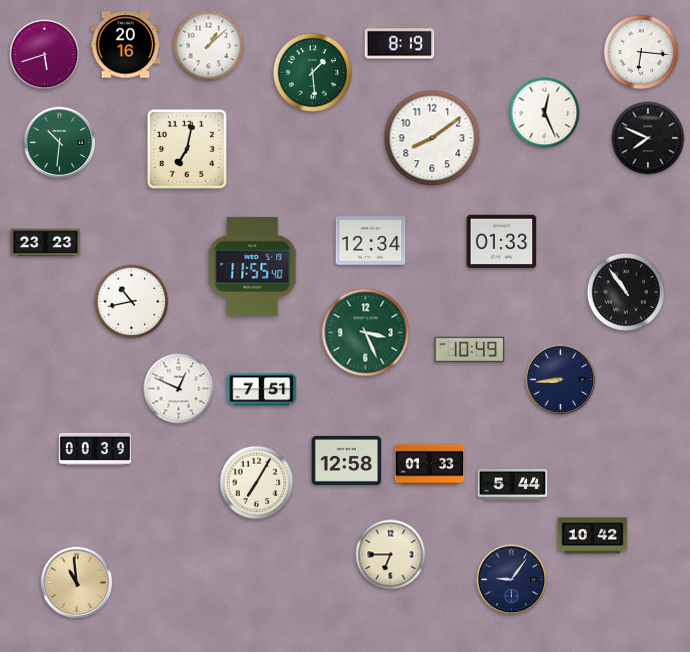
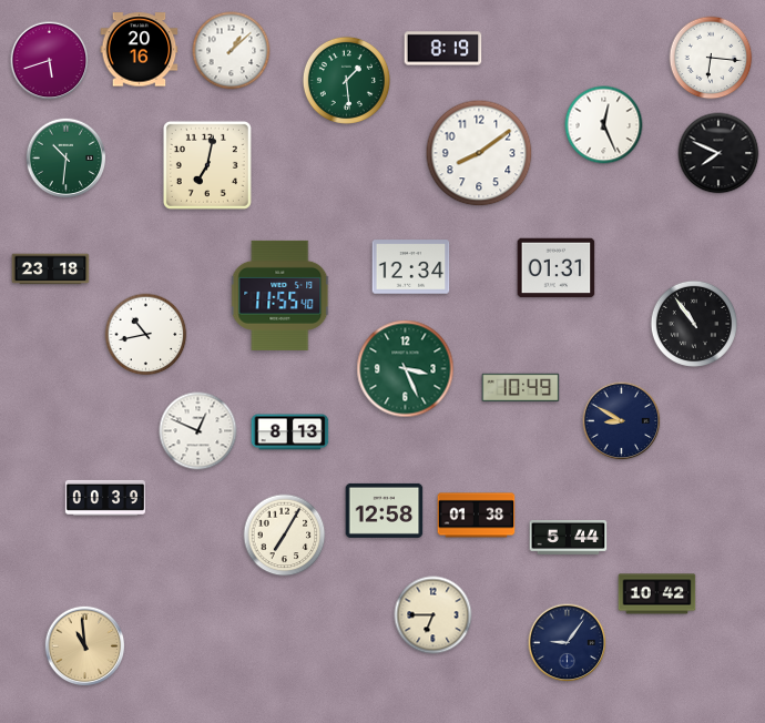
clock at (502, 242): 01:33 -> 01:31
clock at (46, 243): 23:23 -> 23:18
clock at (561, 380): 8:44 -> 8:50
clock at (262, 390): 7:51 -> 8:13
clock at (430, 465): 01:33 -> 01:38
